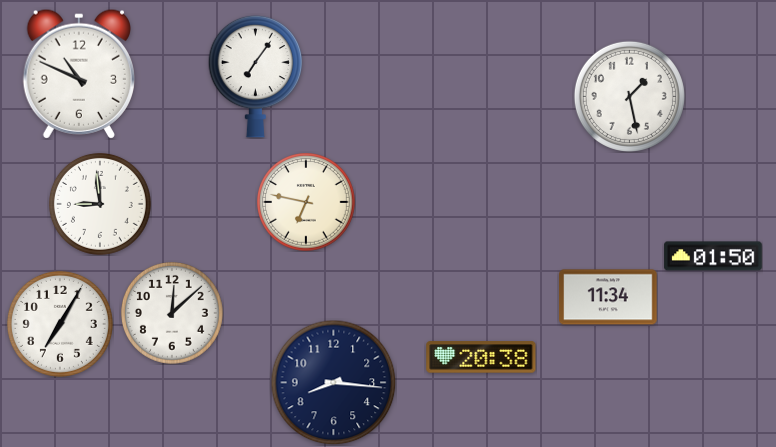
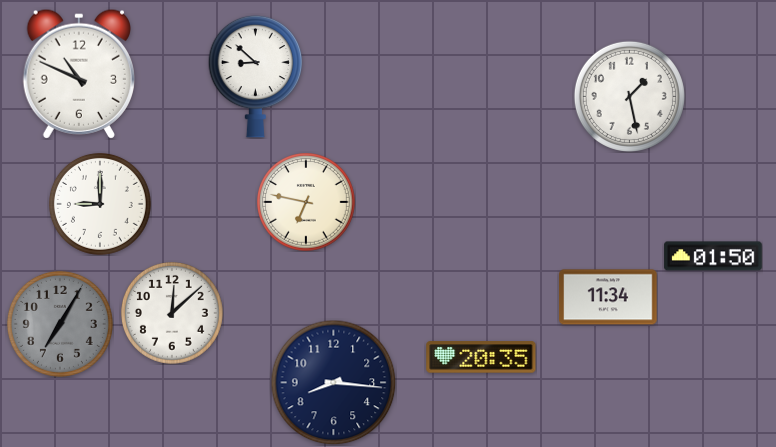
clock at (256, 76): 7:06 -> 8:52
clock at (100, 204): 8:59 -> 9:00
clock at (60, 324) dial: white -> grey
clock at (481, 357): 20:38 -> 20:35
